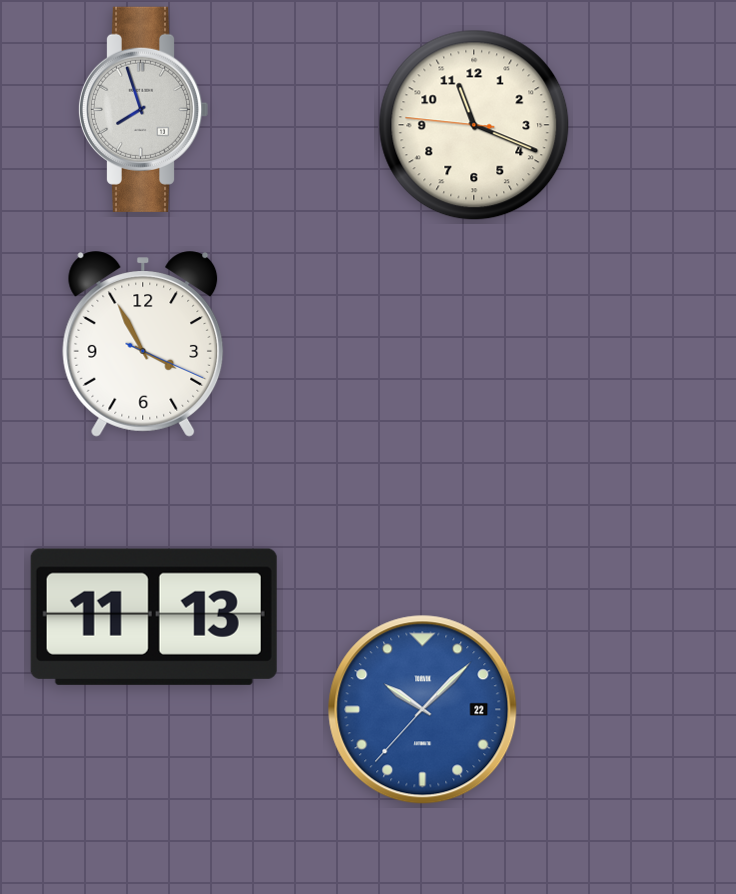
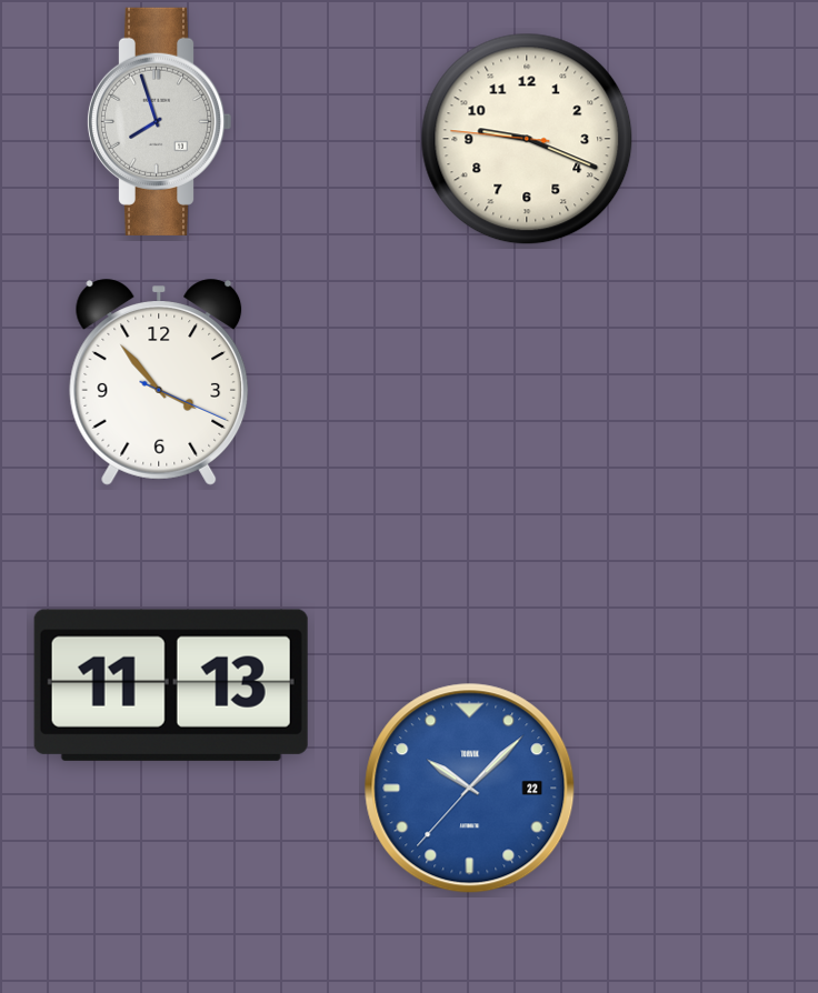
clock at (474, 125): 11:18 -> 9:18
clock at (143, 344): 3:55 -> 3:53
